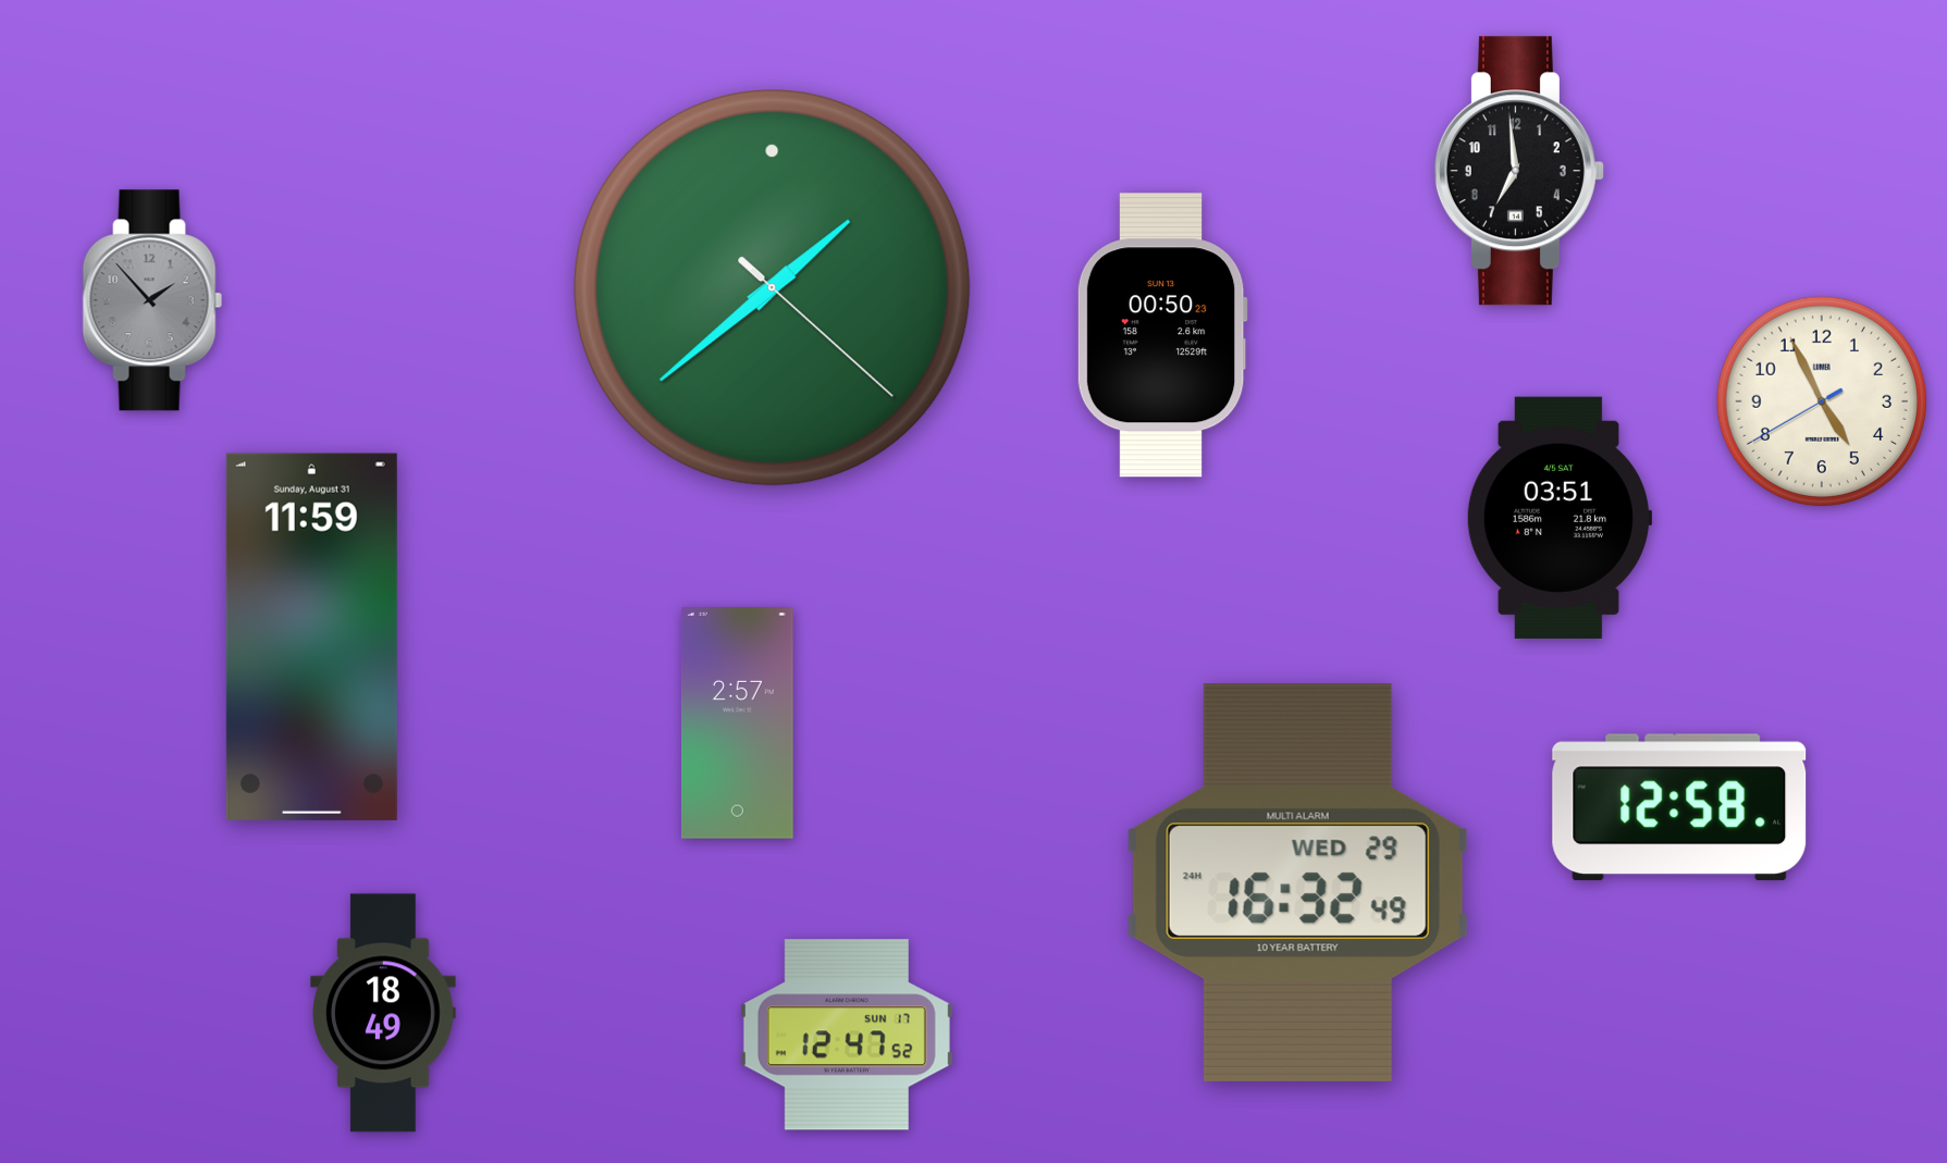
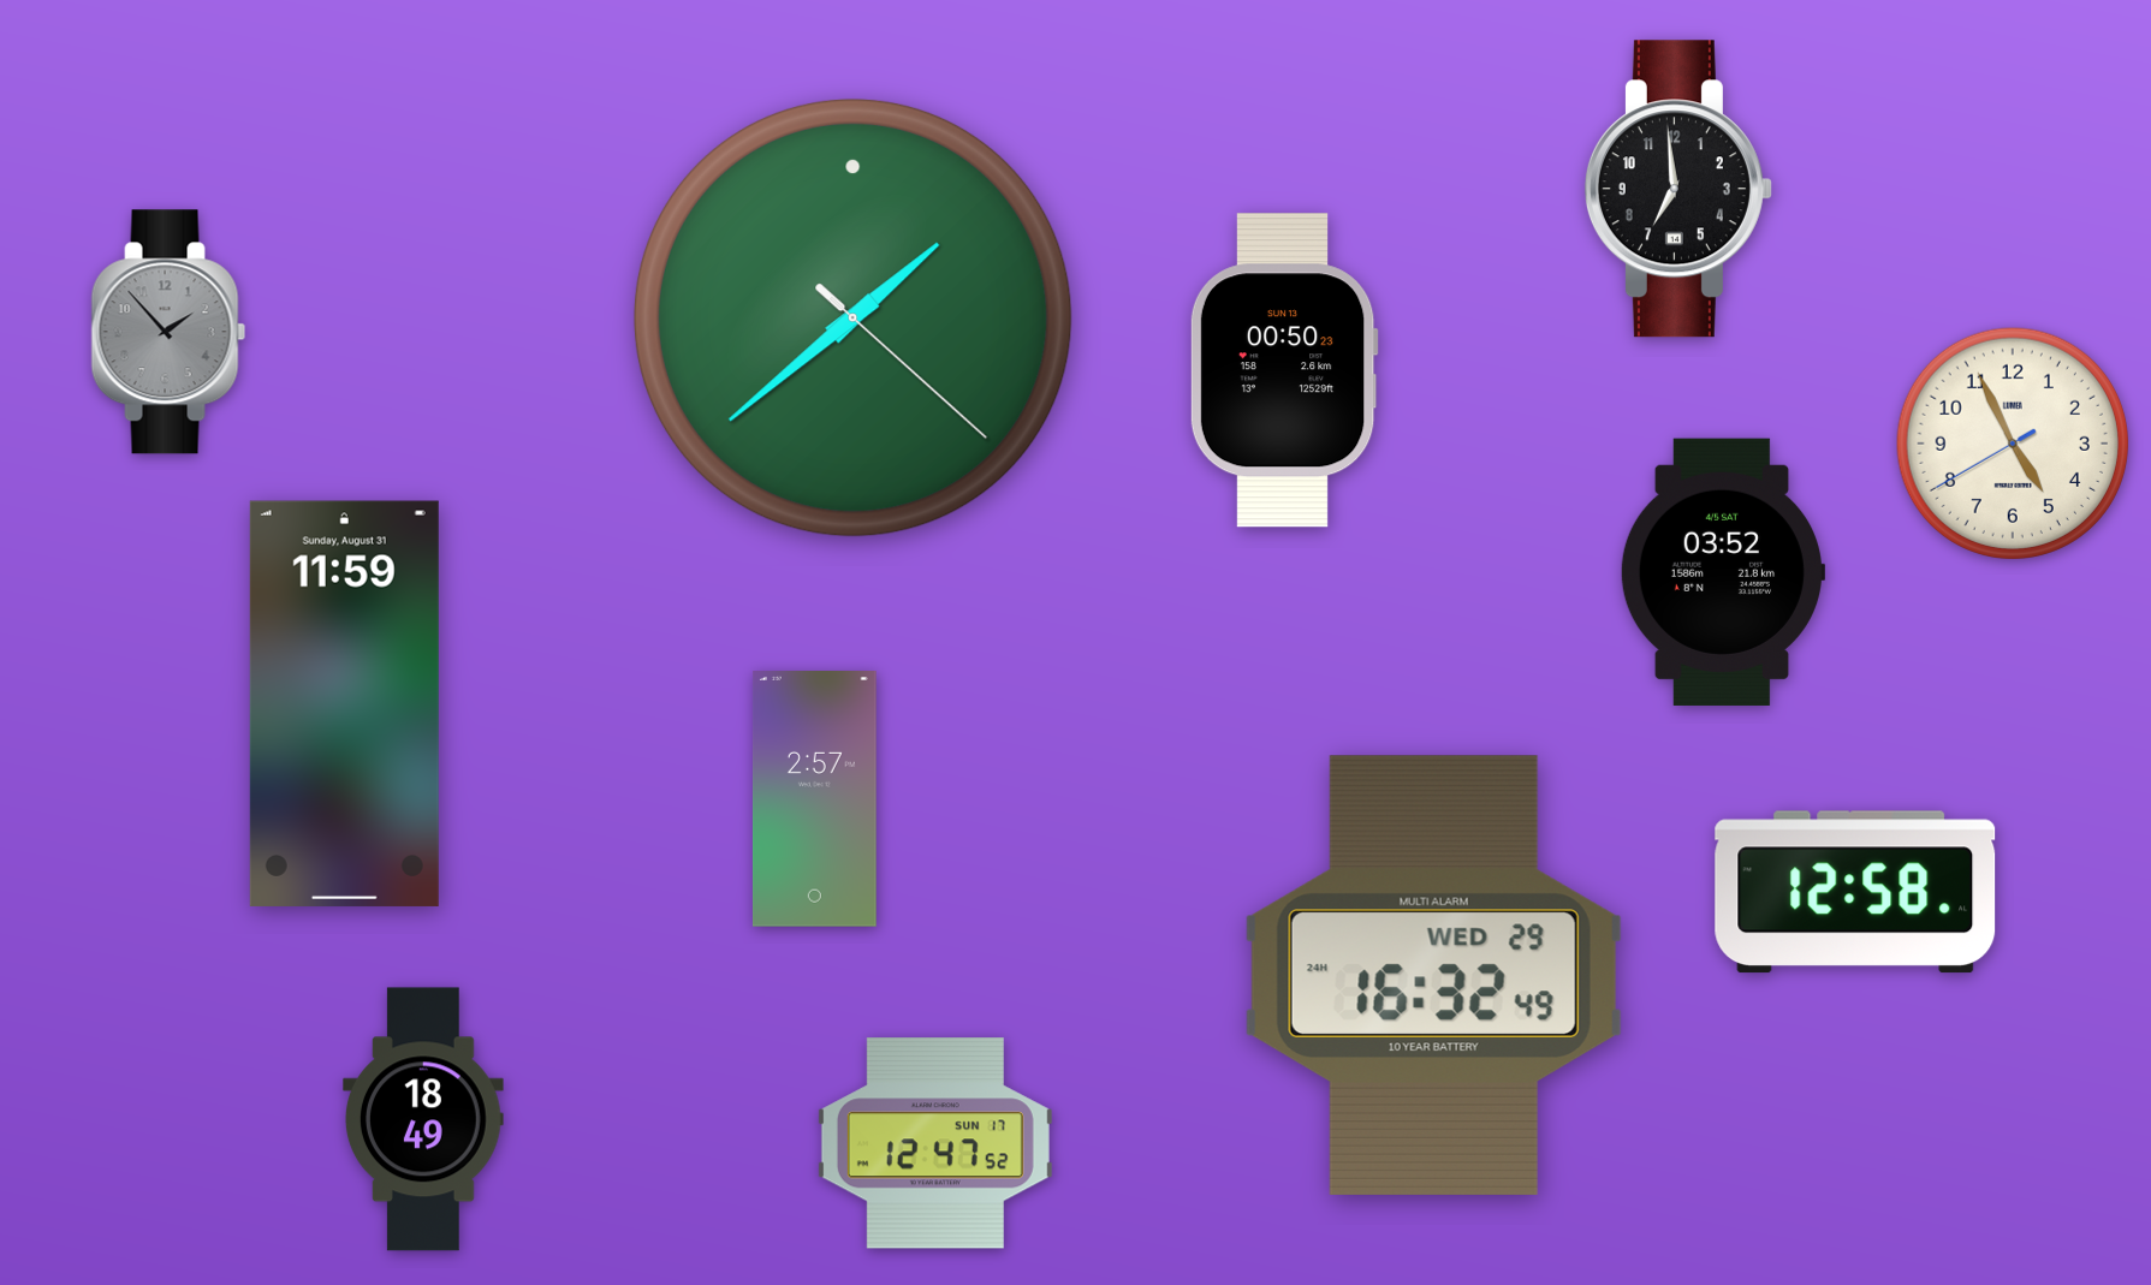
clock at (1558, 518): 03:51 -> 03:52
